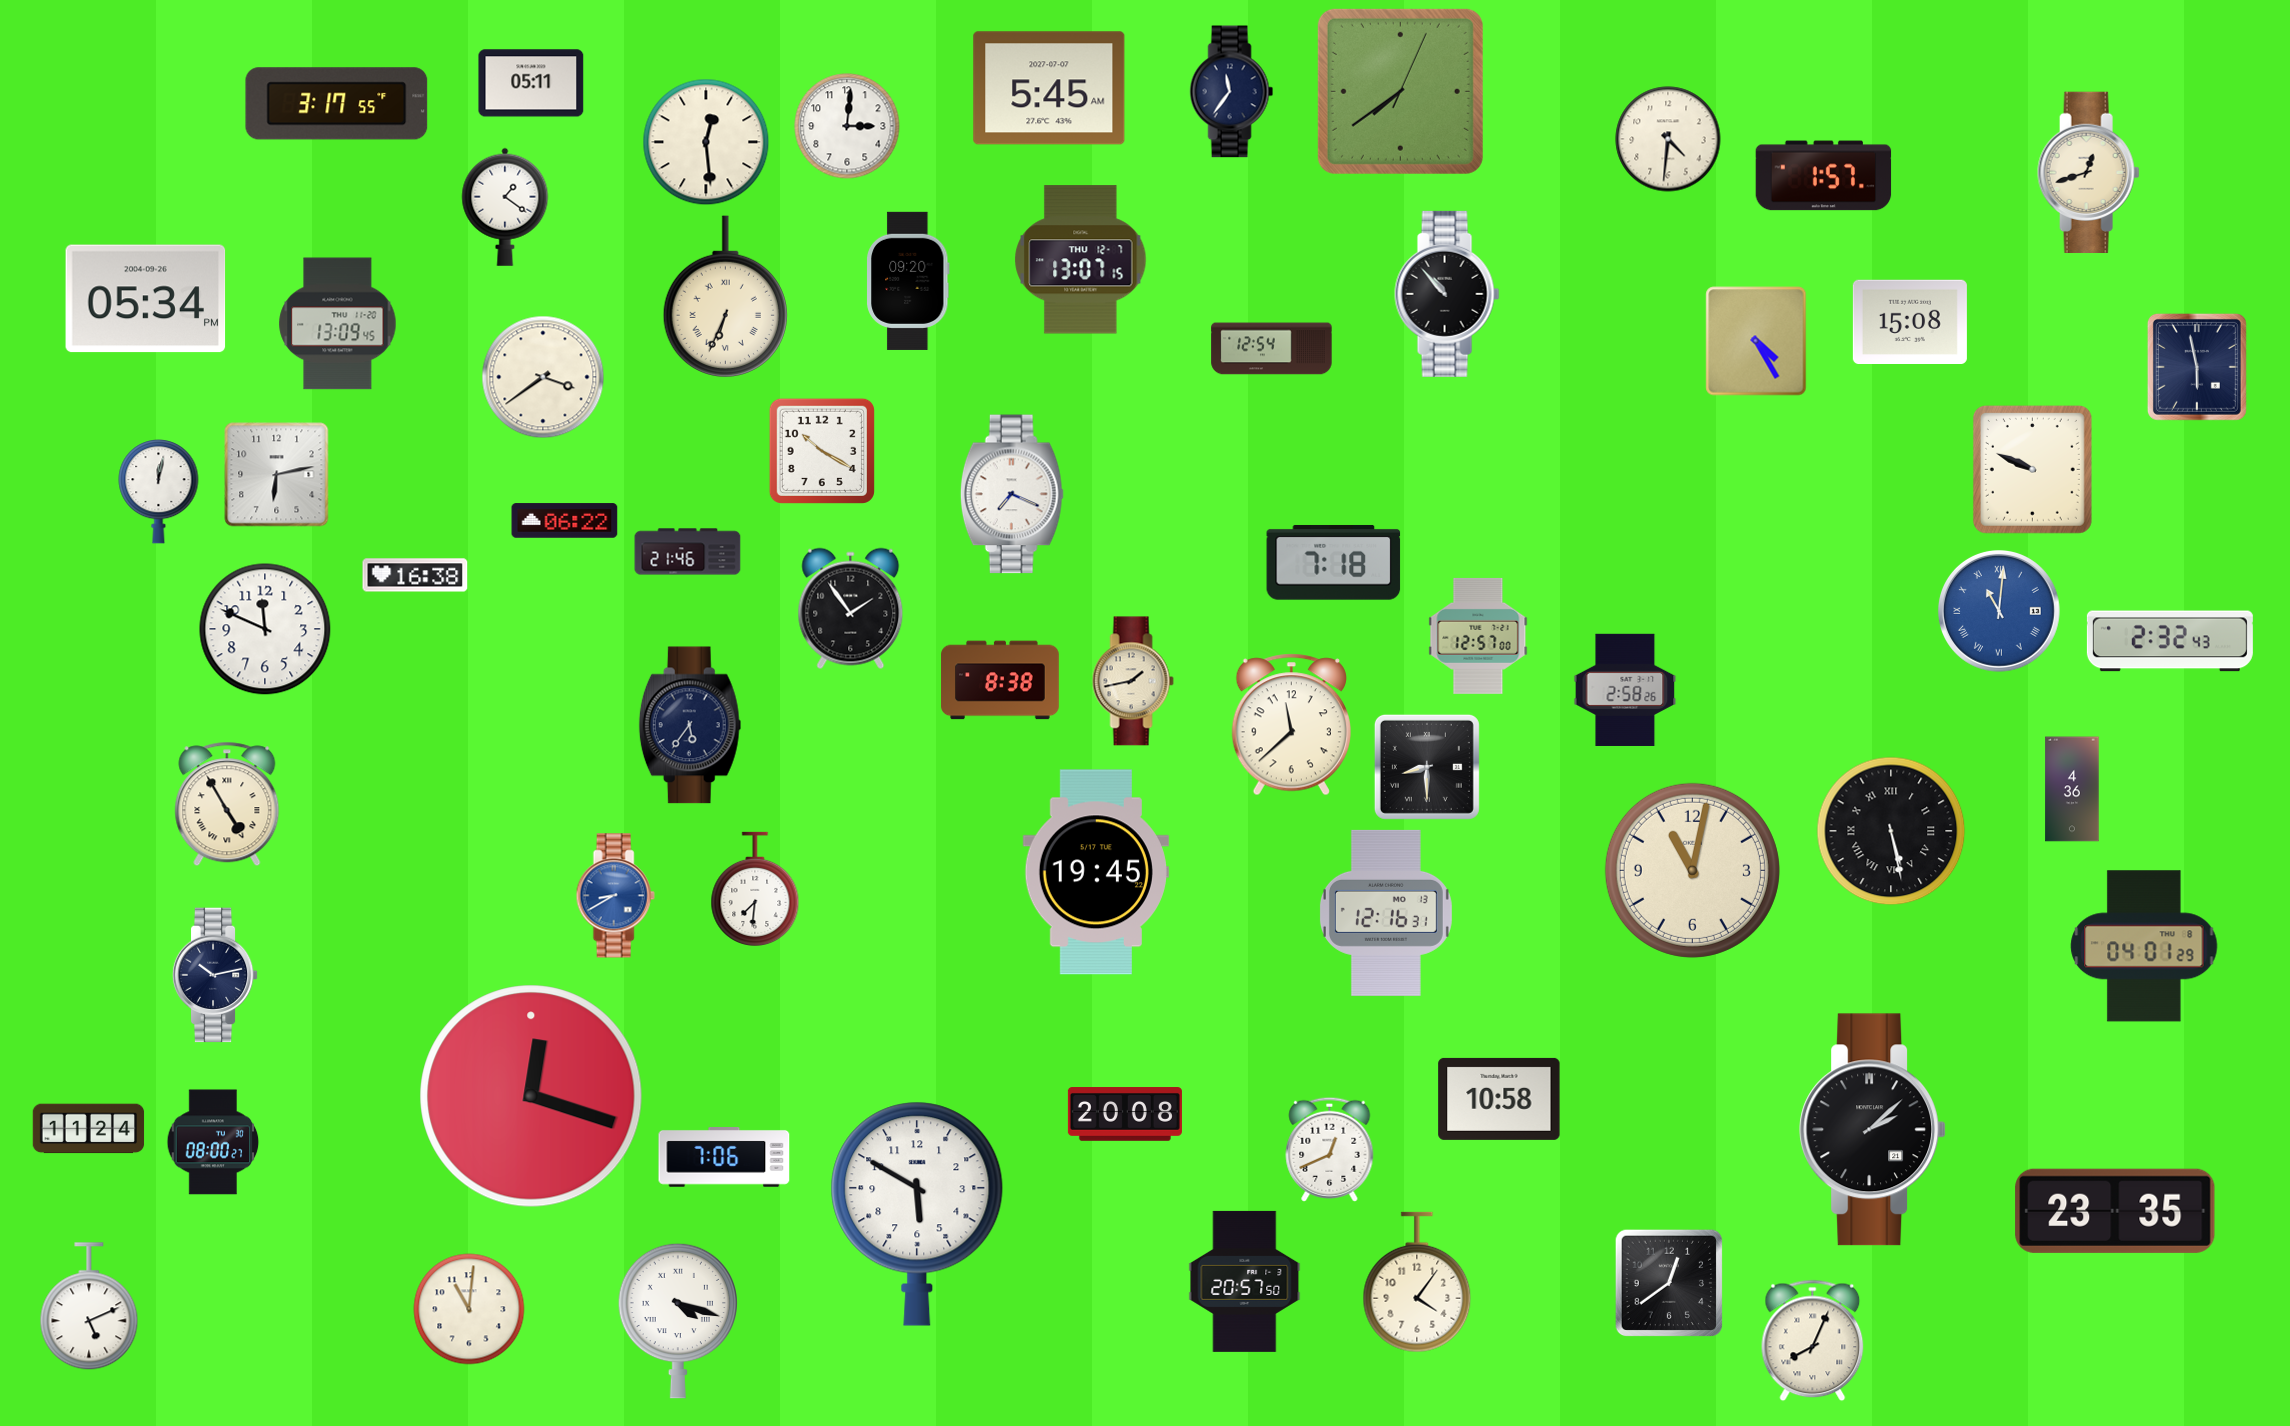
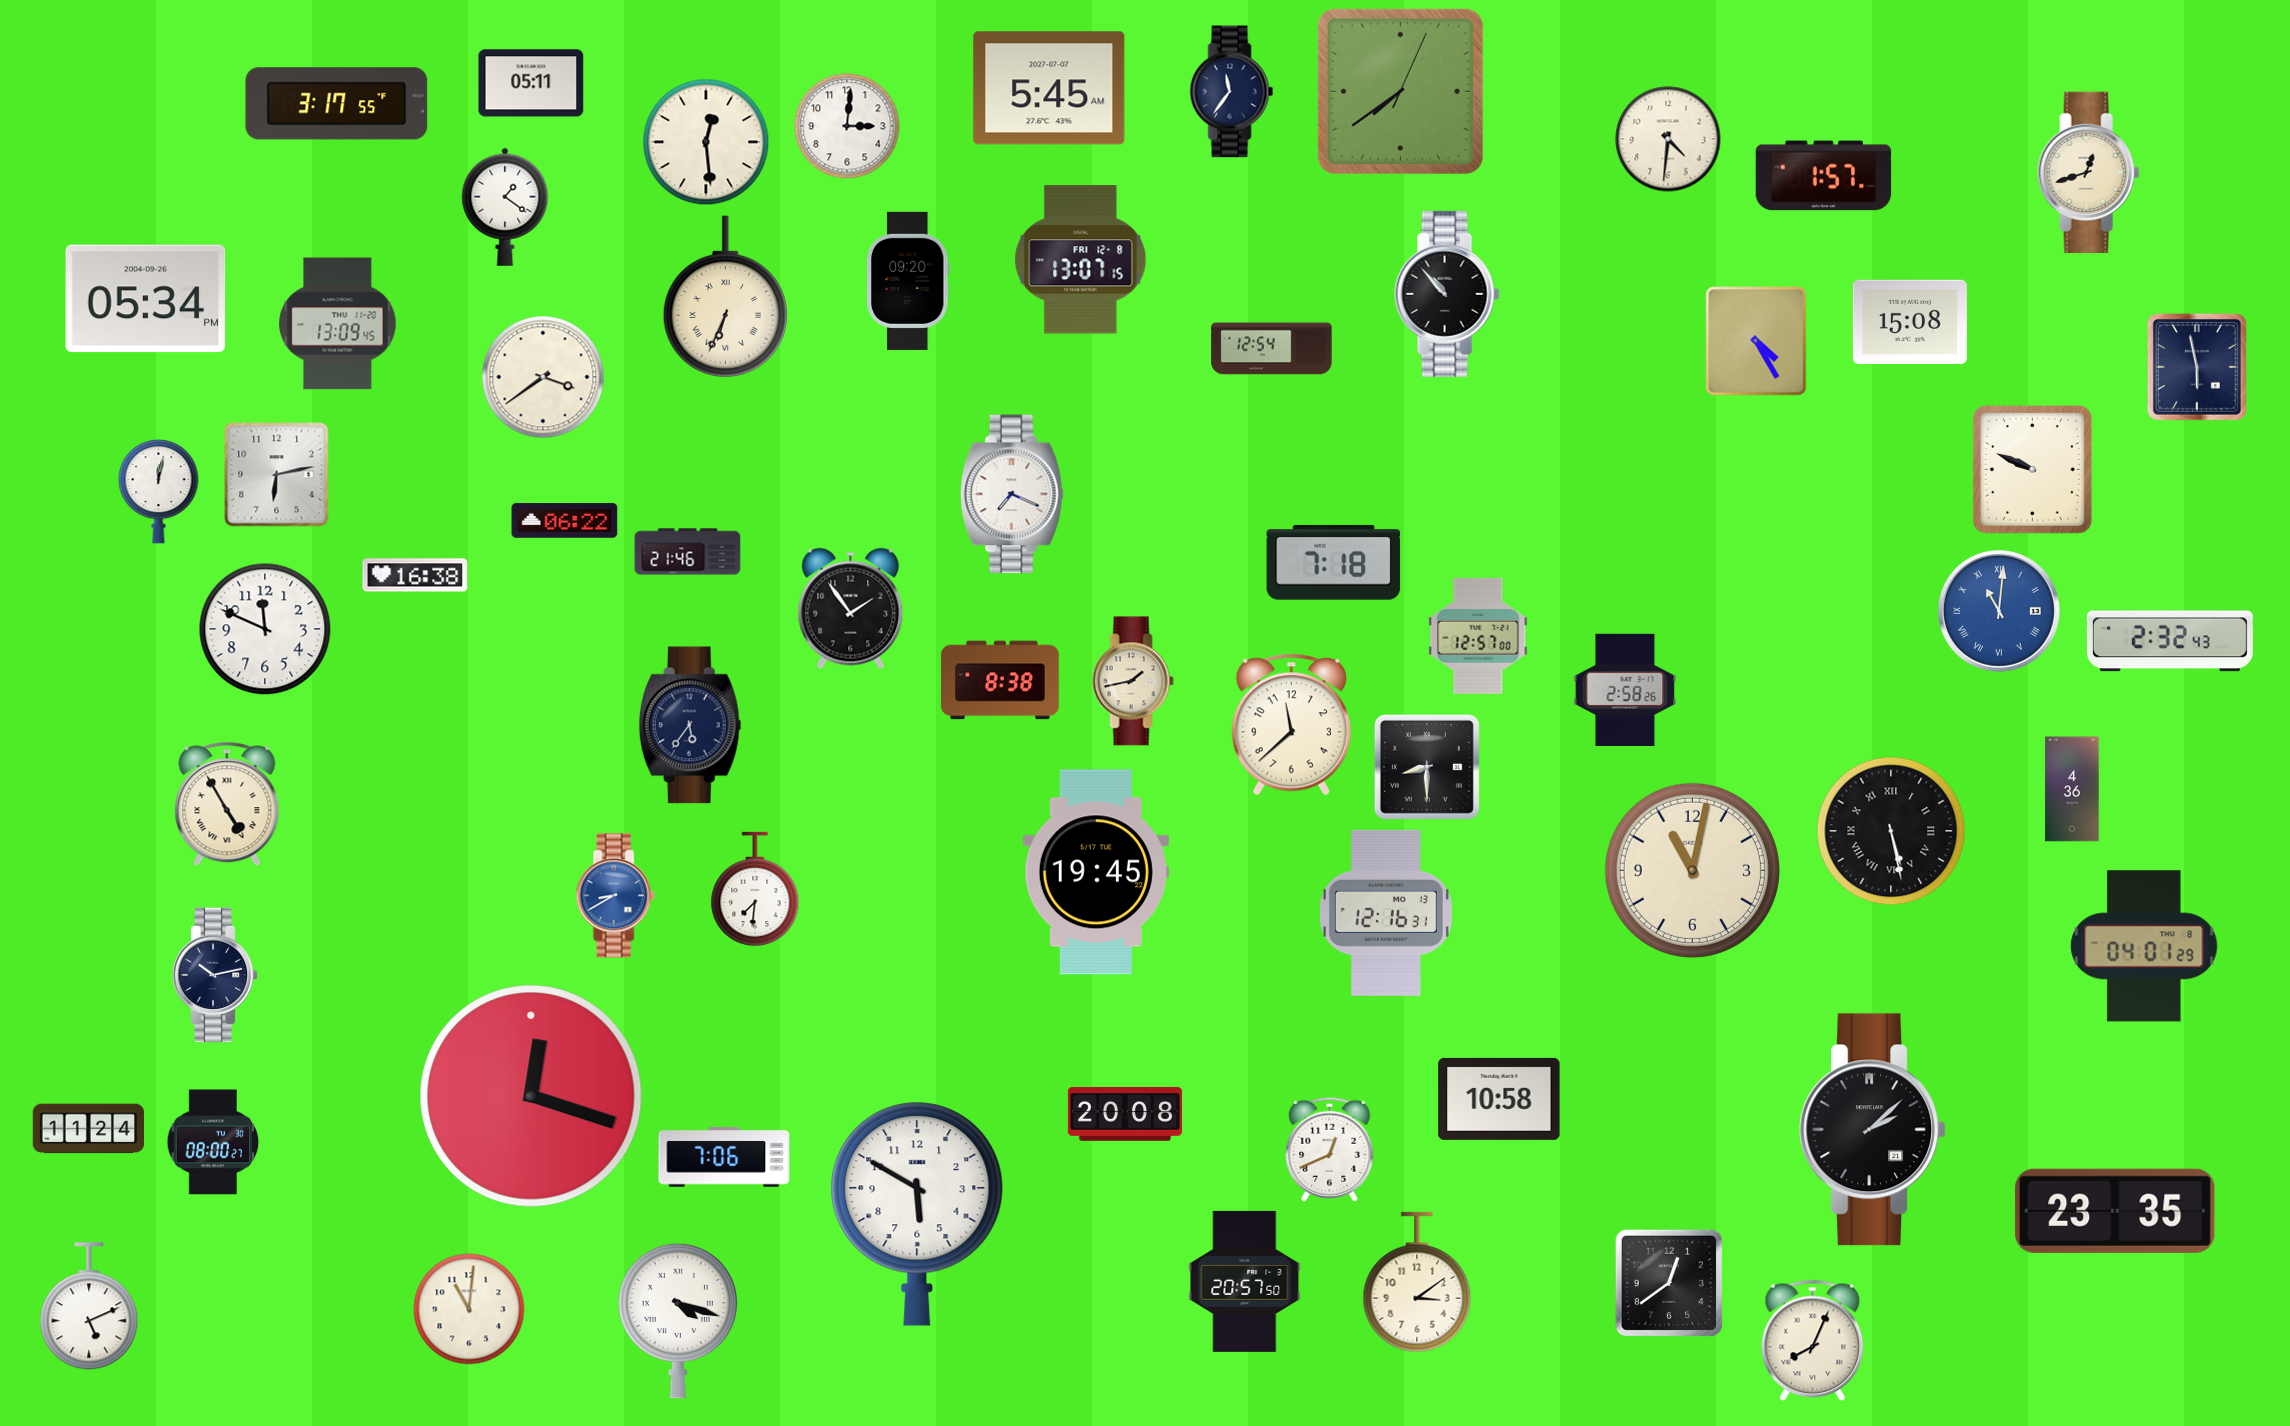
clock at (1081, 260) date: THU 12-7 -> FRI 12-8
clock at (822, 451): 10:20 -> none
clock at (1417, 1282): 4:06 -> 3:09
